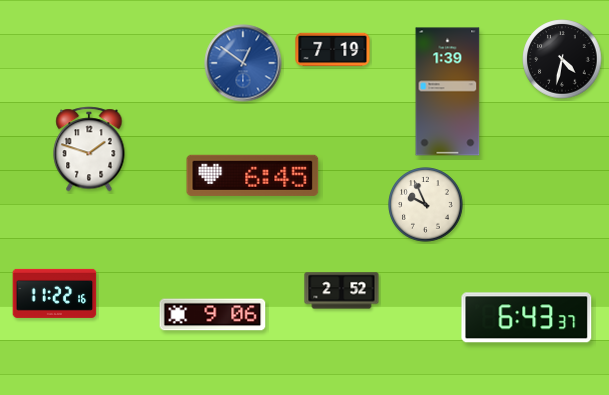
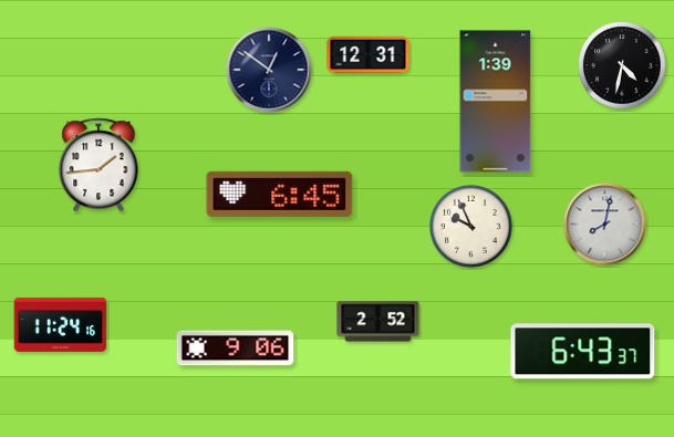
clock at (333, 50): 7:19 -> 12:31
clock at (243, 63) dial: blue -> navy
clock at (89, 149): 1:48 -> 1:44
clock at (605, 225): none -> 8:02
clock at (55, 293): 11:22 -> 11:24
